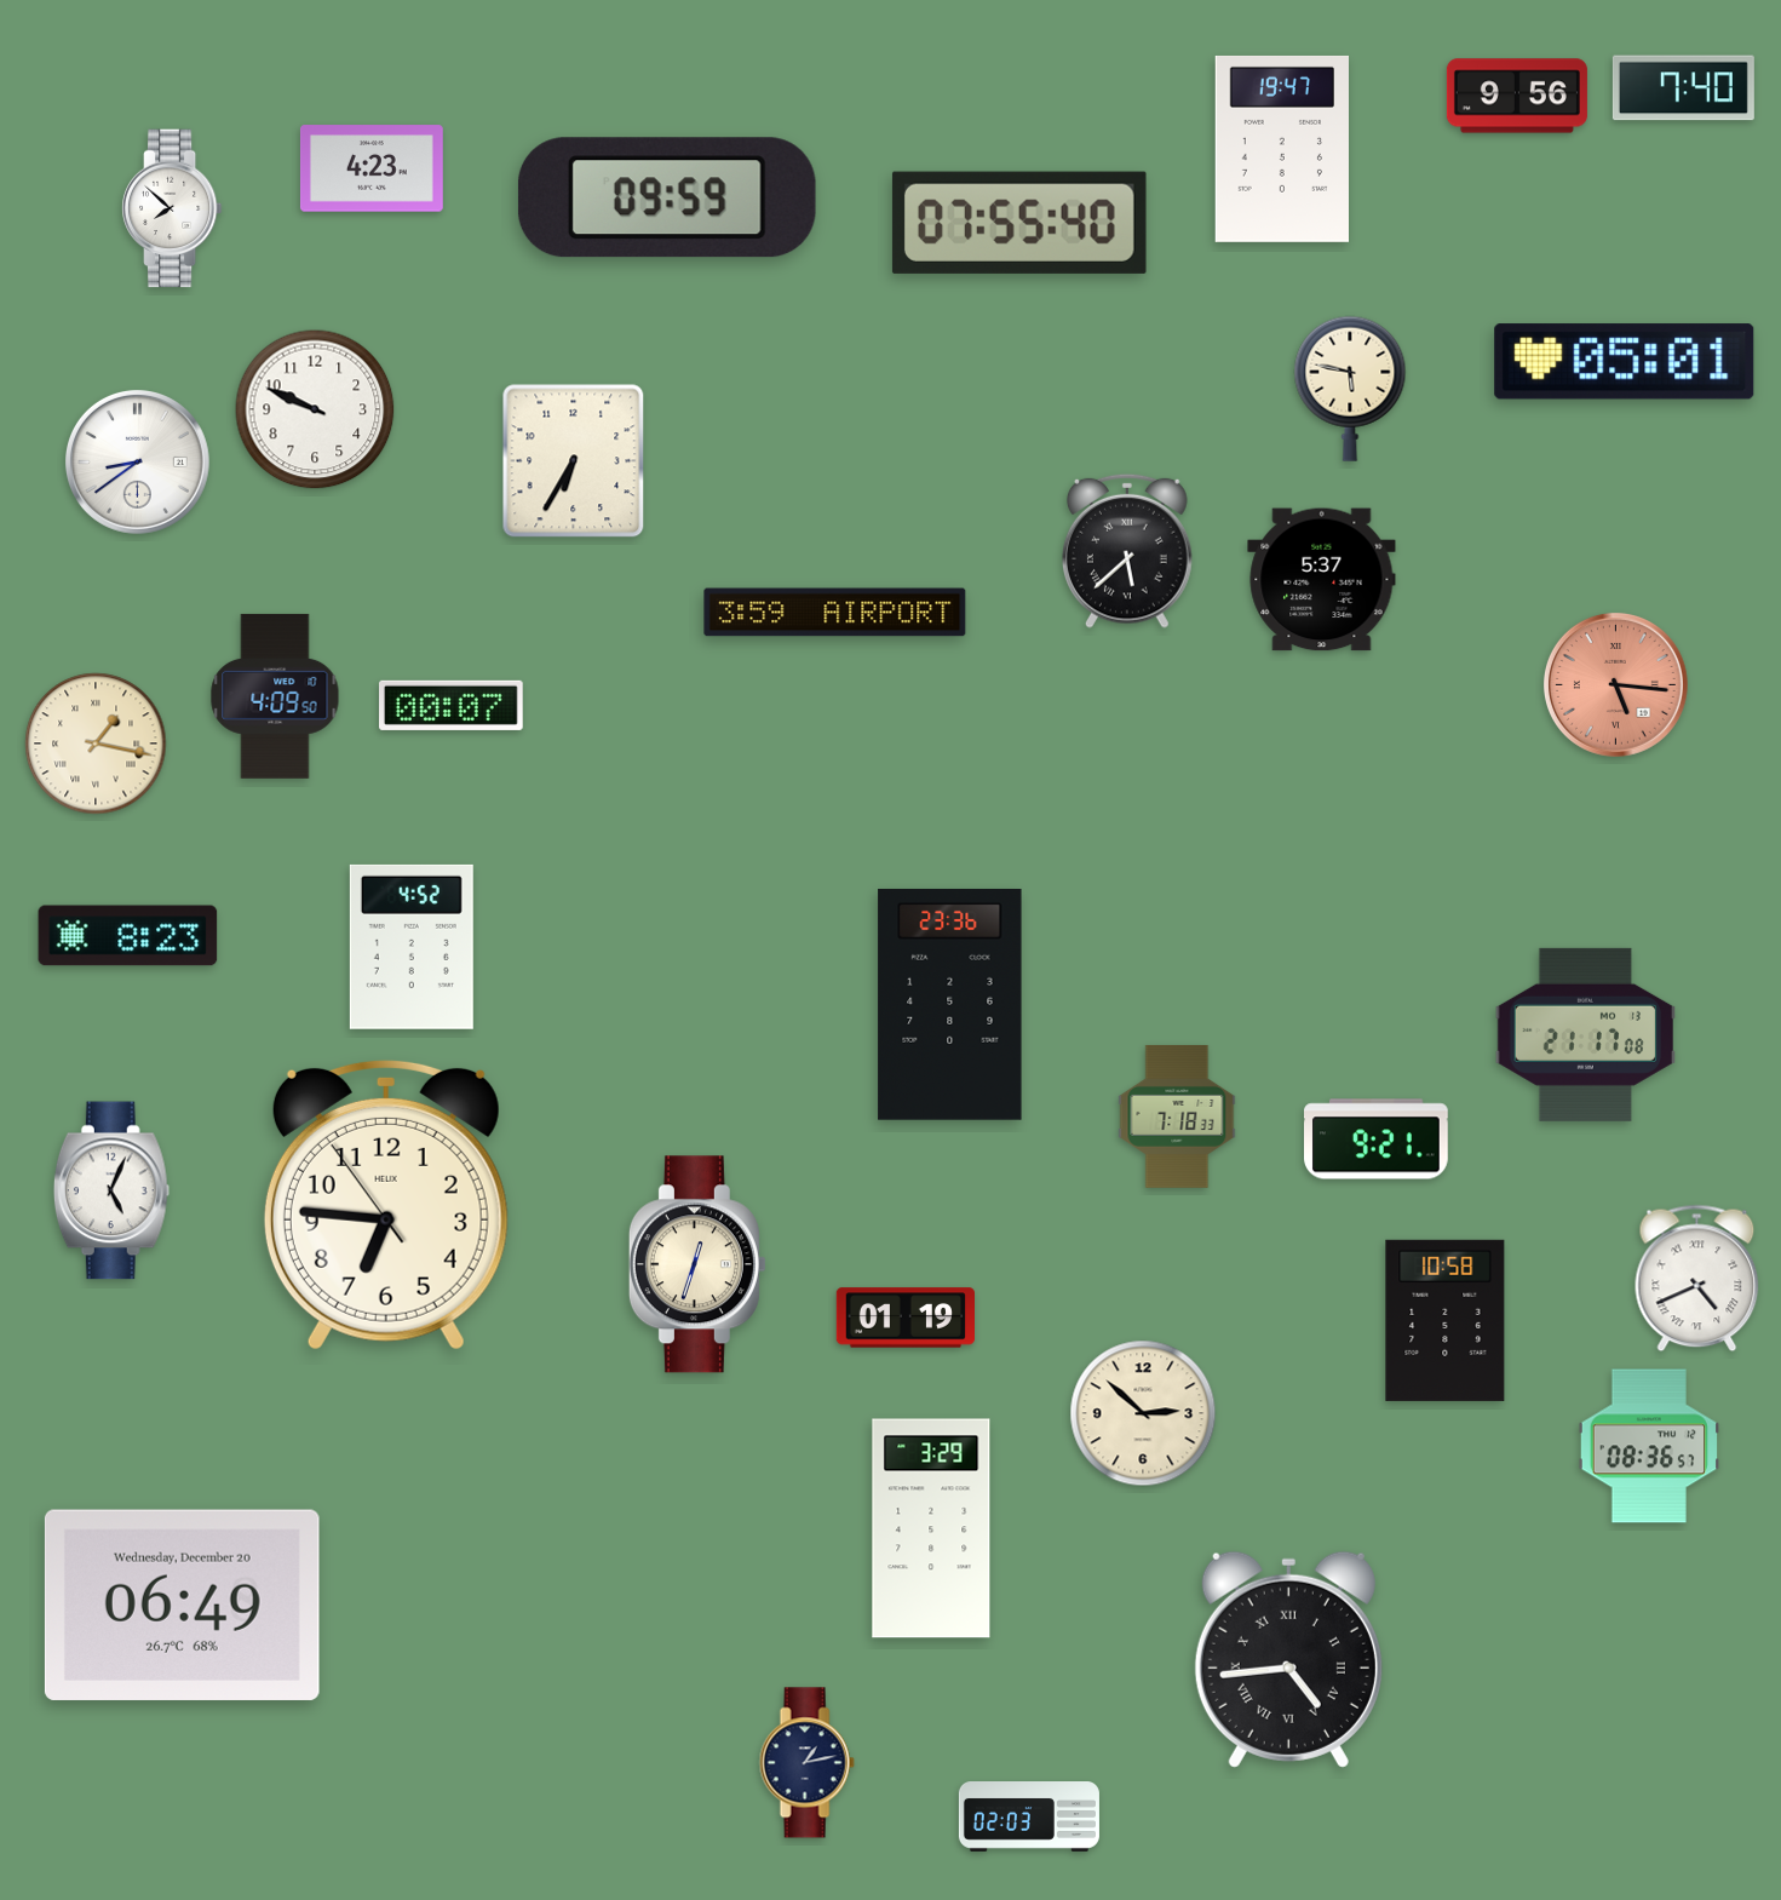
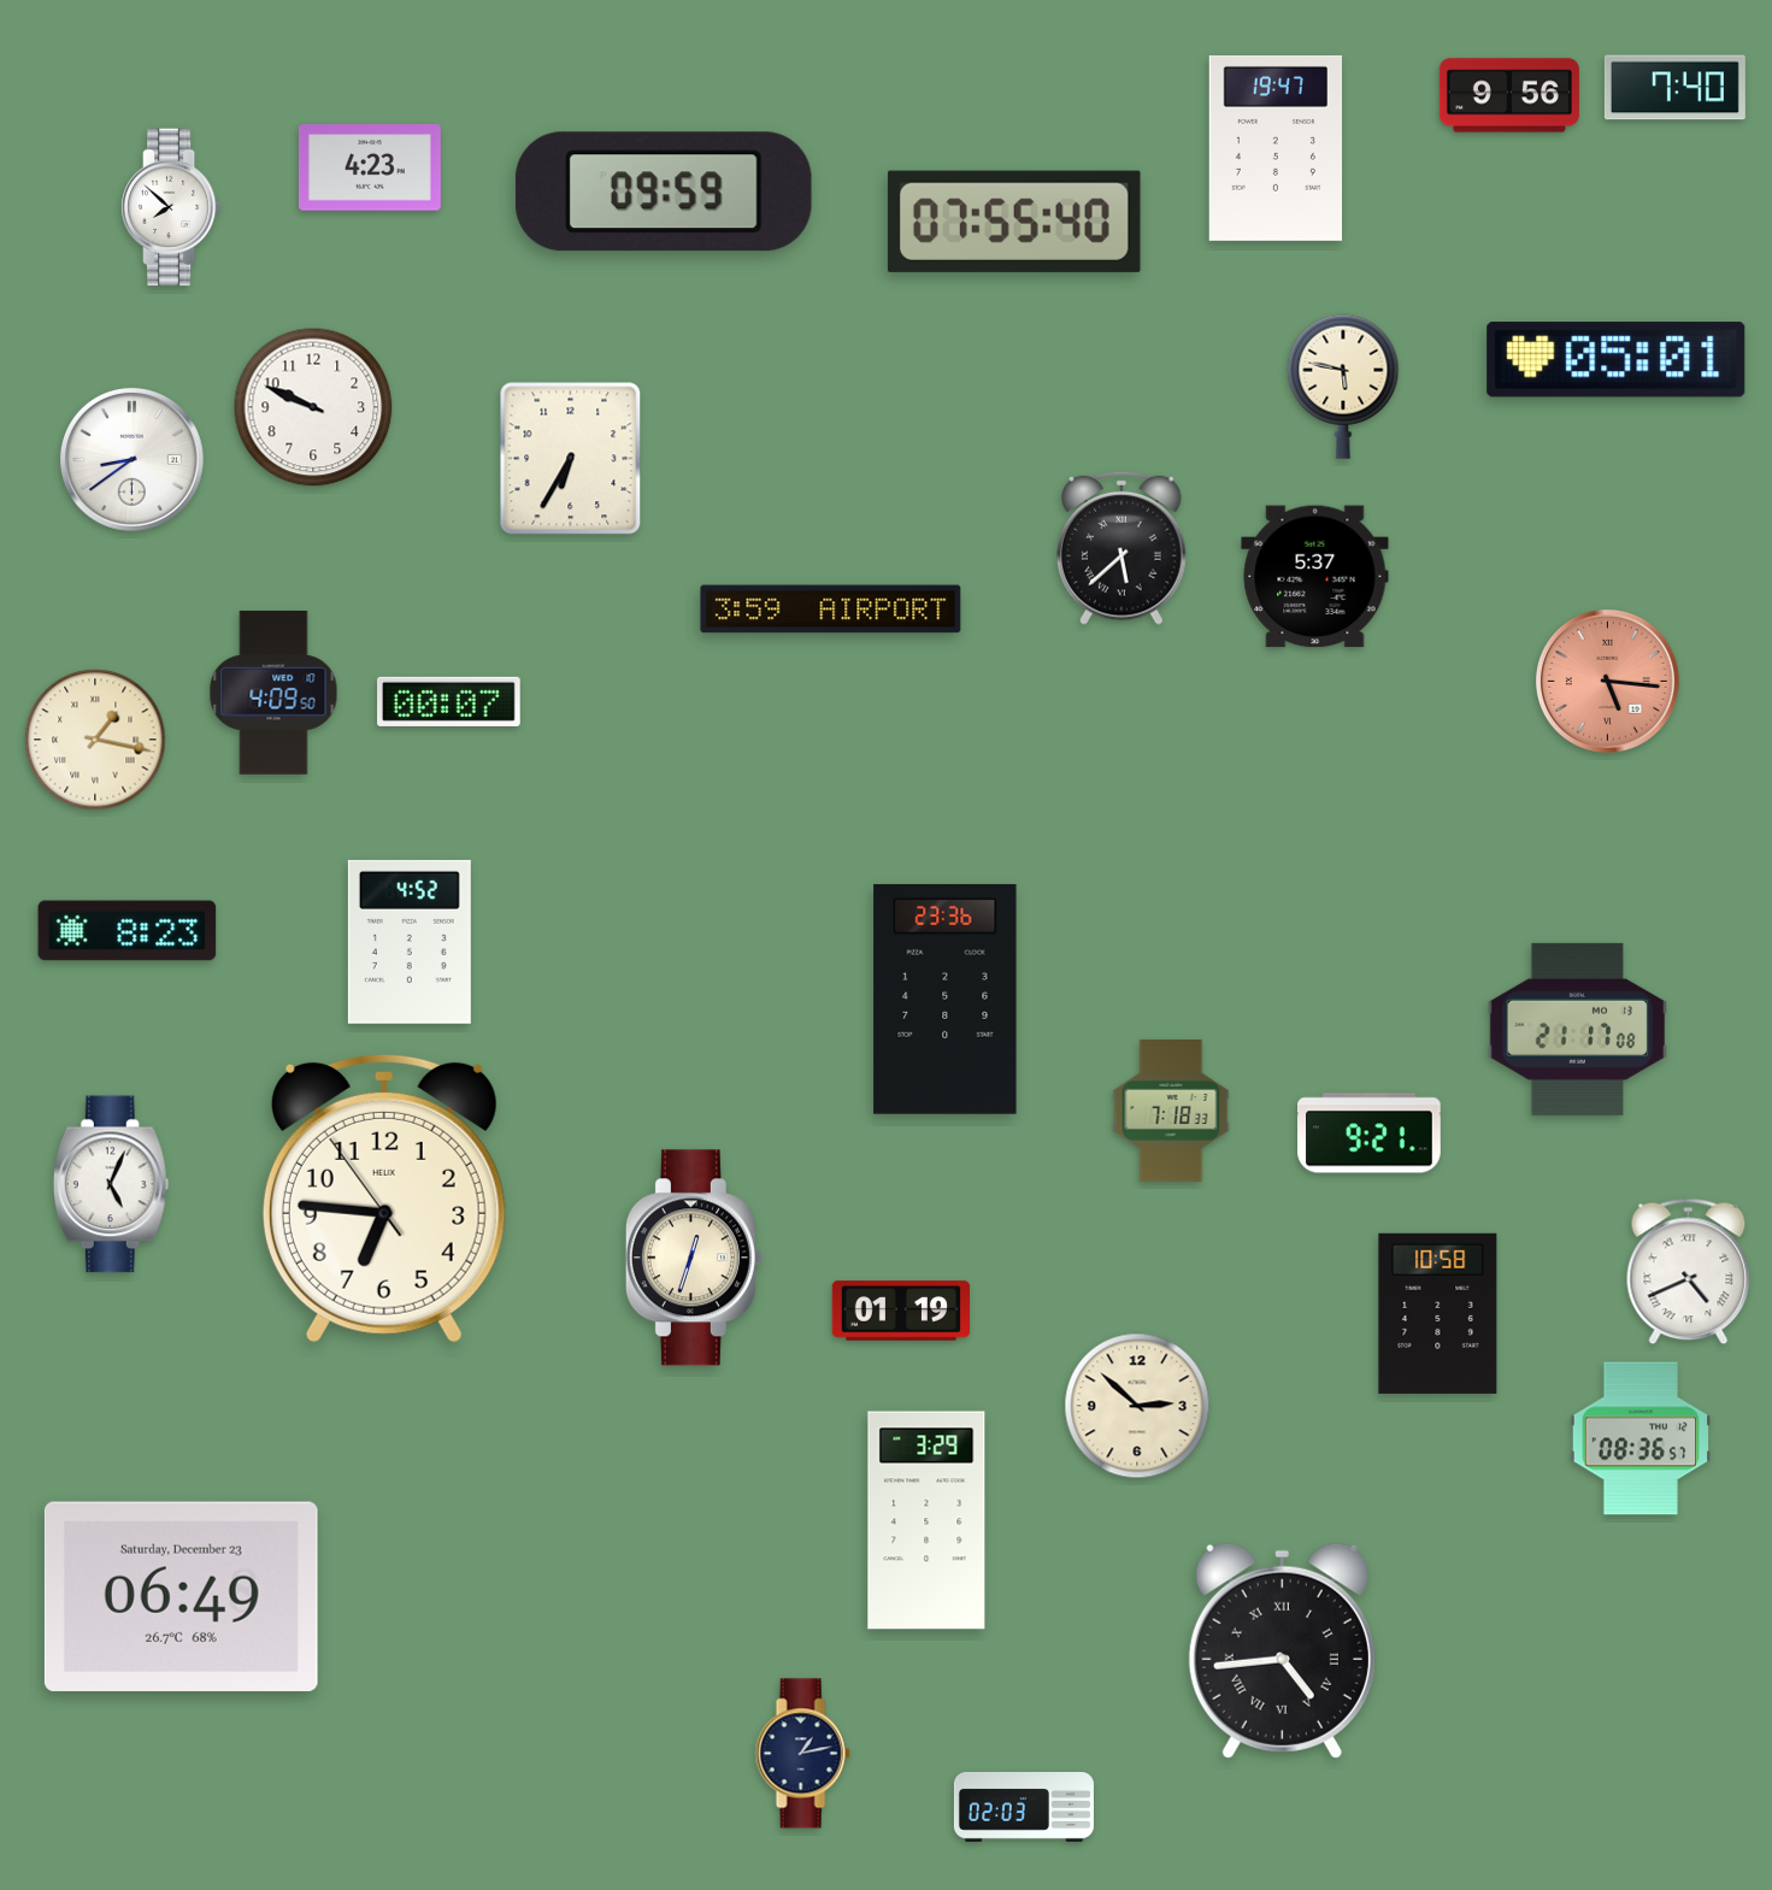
clock at (667, 197) position: (667, 197) -> (664, 192)
clock at (137, 461) position: (137, 461) -> (131, 459)
clock at (182, 1605) date: Wednesday, December 20 -> Saturday, December 23
